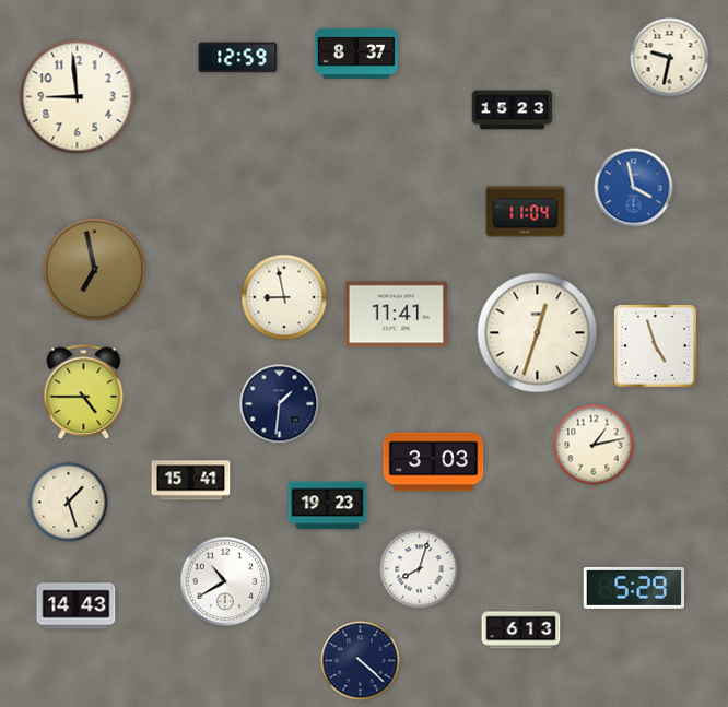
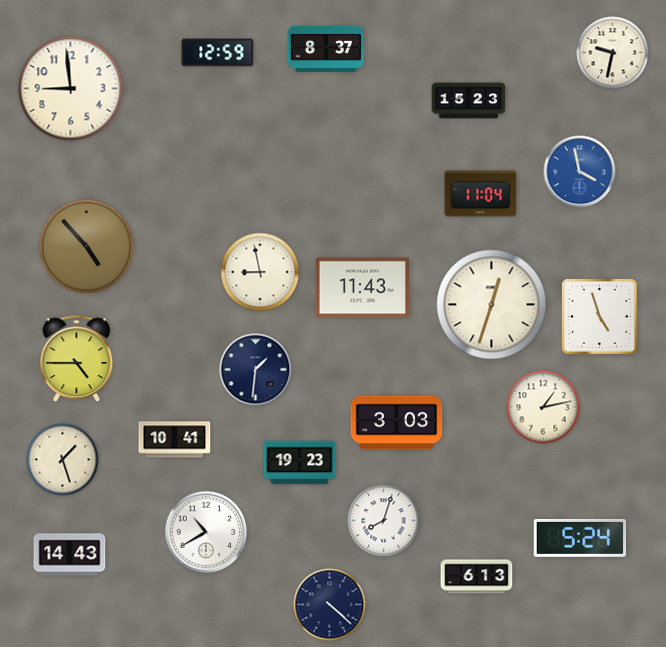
clock at (94, 269): 6:58 -> 4:53
clock at (396, 315): 11:41 -> 11:43
clock at (191, 481): 15:41 -> 10:41
clock at (633, 588): 5:29 -> 5:24
